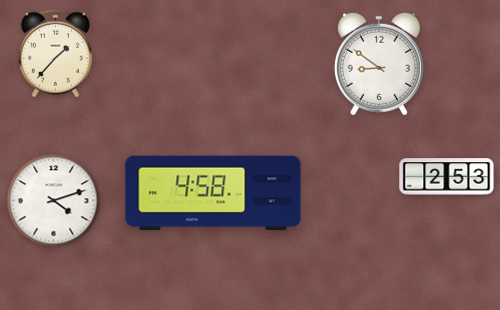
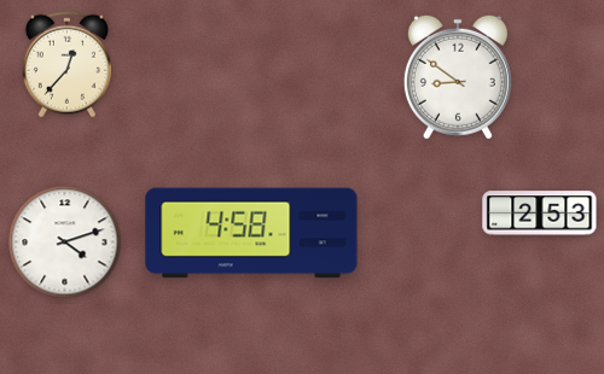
clock at (55, 54): 1:37 -> 12:37
clock at (213, 193) position: (213, 193) -> (251, 233)
